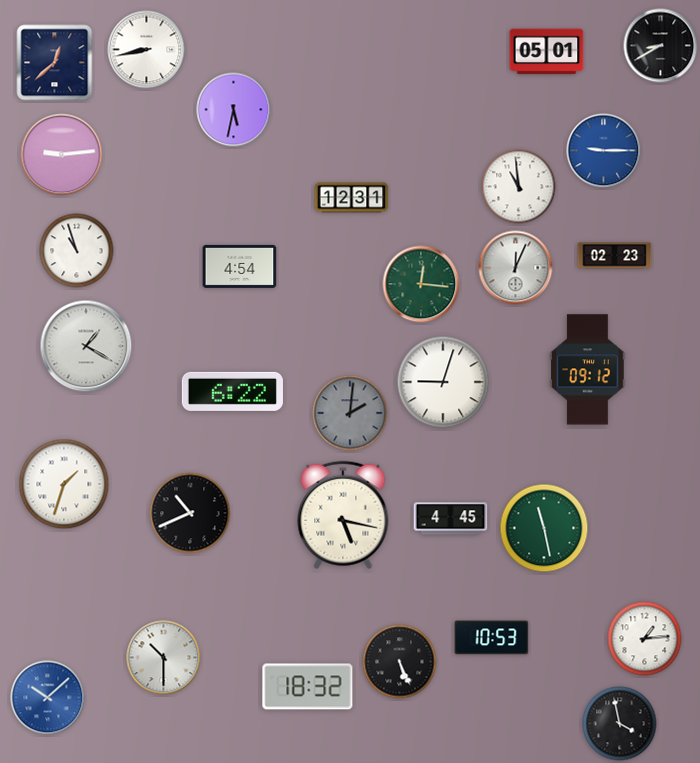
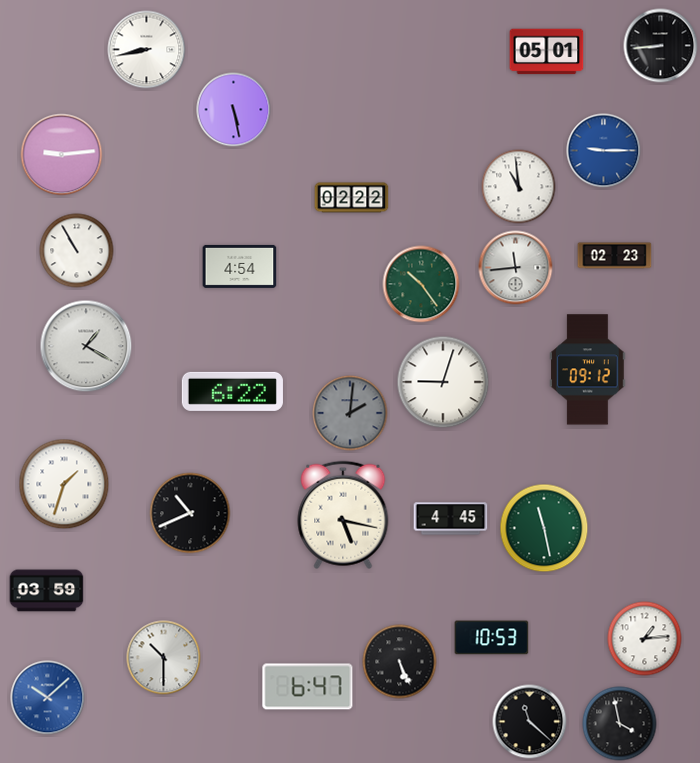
clock at (661, 46): 8:40 -> 8:44
clock at (55, 63): 12:38 -> none
clock at (234, 110): 5:32 -> 5:28
clock at (352, 198): 12:31 -> 02:22
clock at (77, 251): 10:57 -> 10:55
clock at (516, 268): 12:04 -> 11:44
clock at (421, 284): 12:16 -> 10:24
clock at (47, 591): none -> 03:59
clock at (308, 687): 18:32 -> 6:47
clock at (530, 722): none -> 11:22
